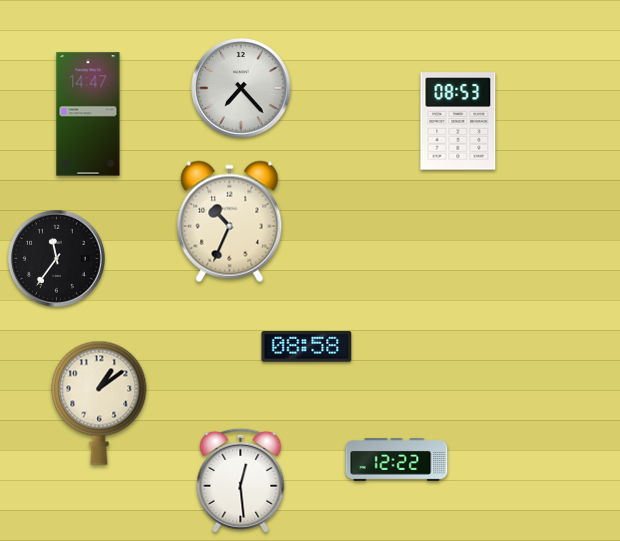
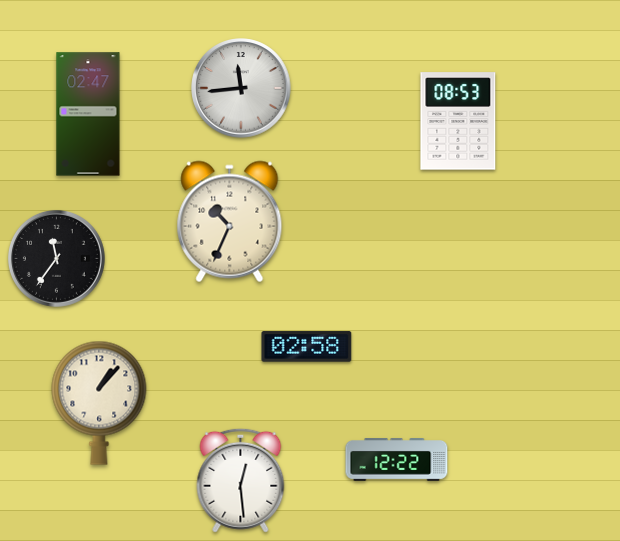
clock at (241, 88): 7:23 -> 11:44
clock at (88, 114): 14:47 -> 02:47
clock at (307, 347): 08:58 -> 02:58
clock at (99, 403): 1:09 -> 1:07
